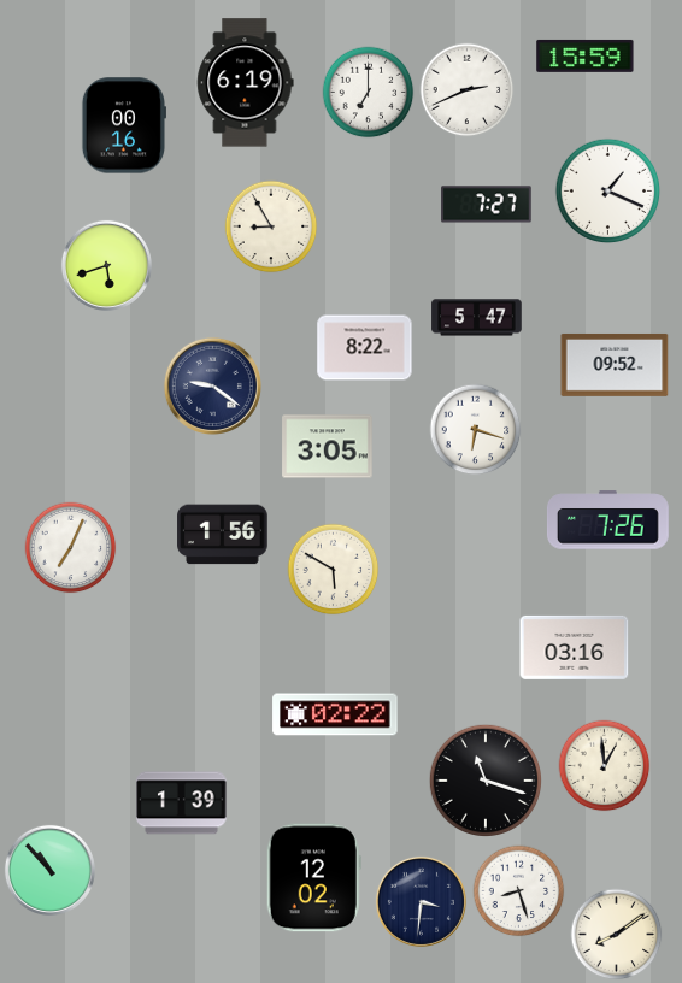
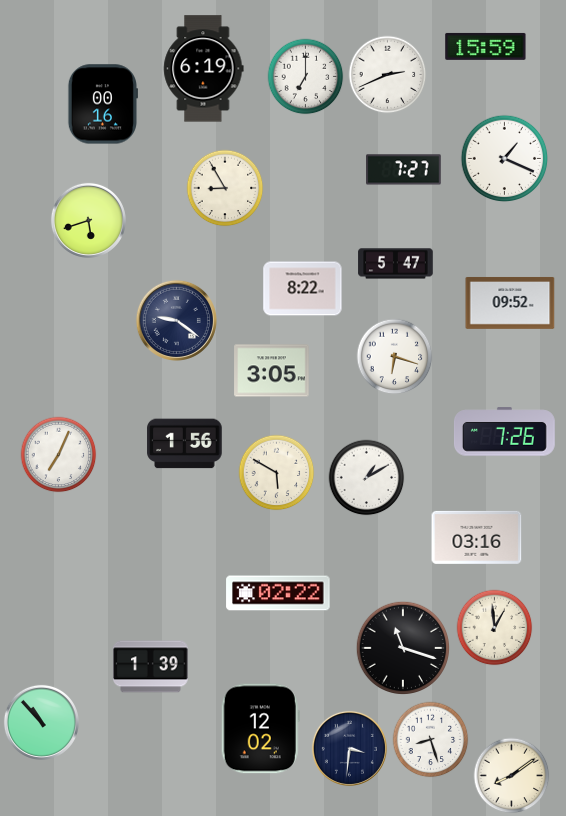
clock at (367, 478): none -> 1:10
clock at (605, 766) position: (605, 766) -> (495, 628)
